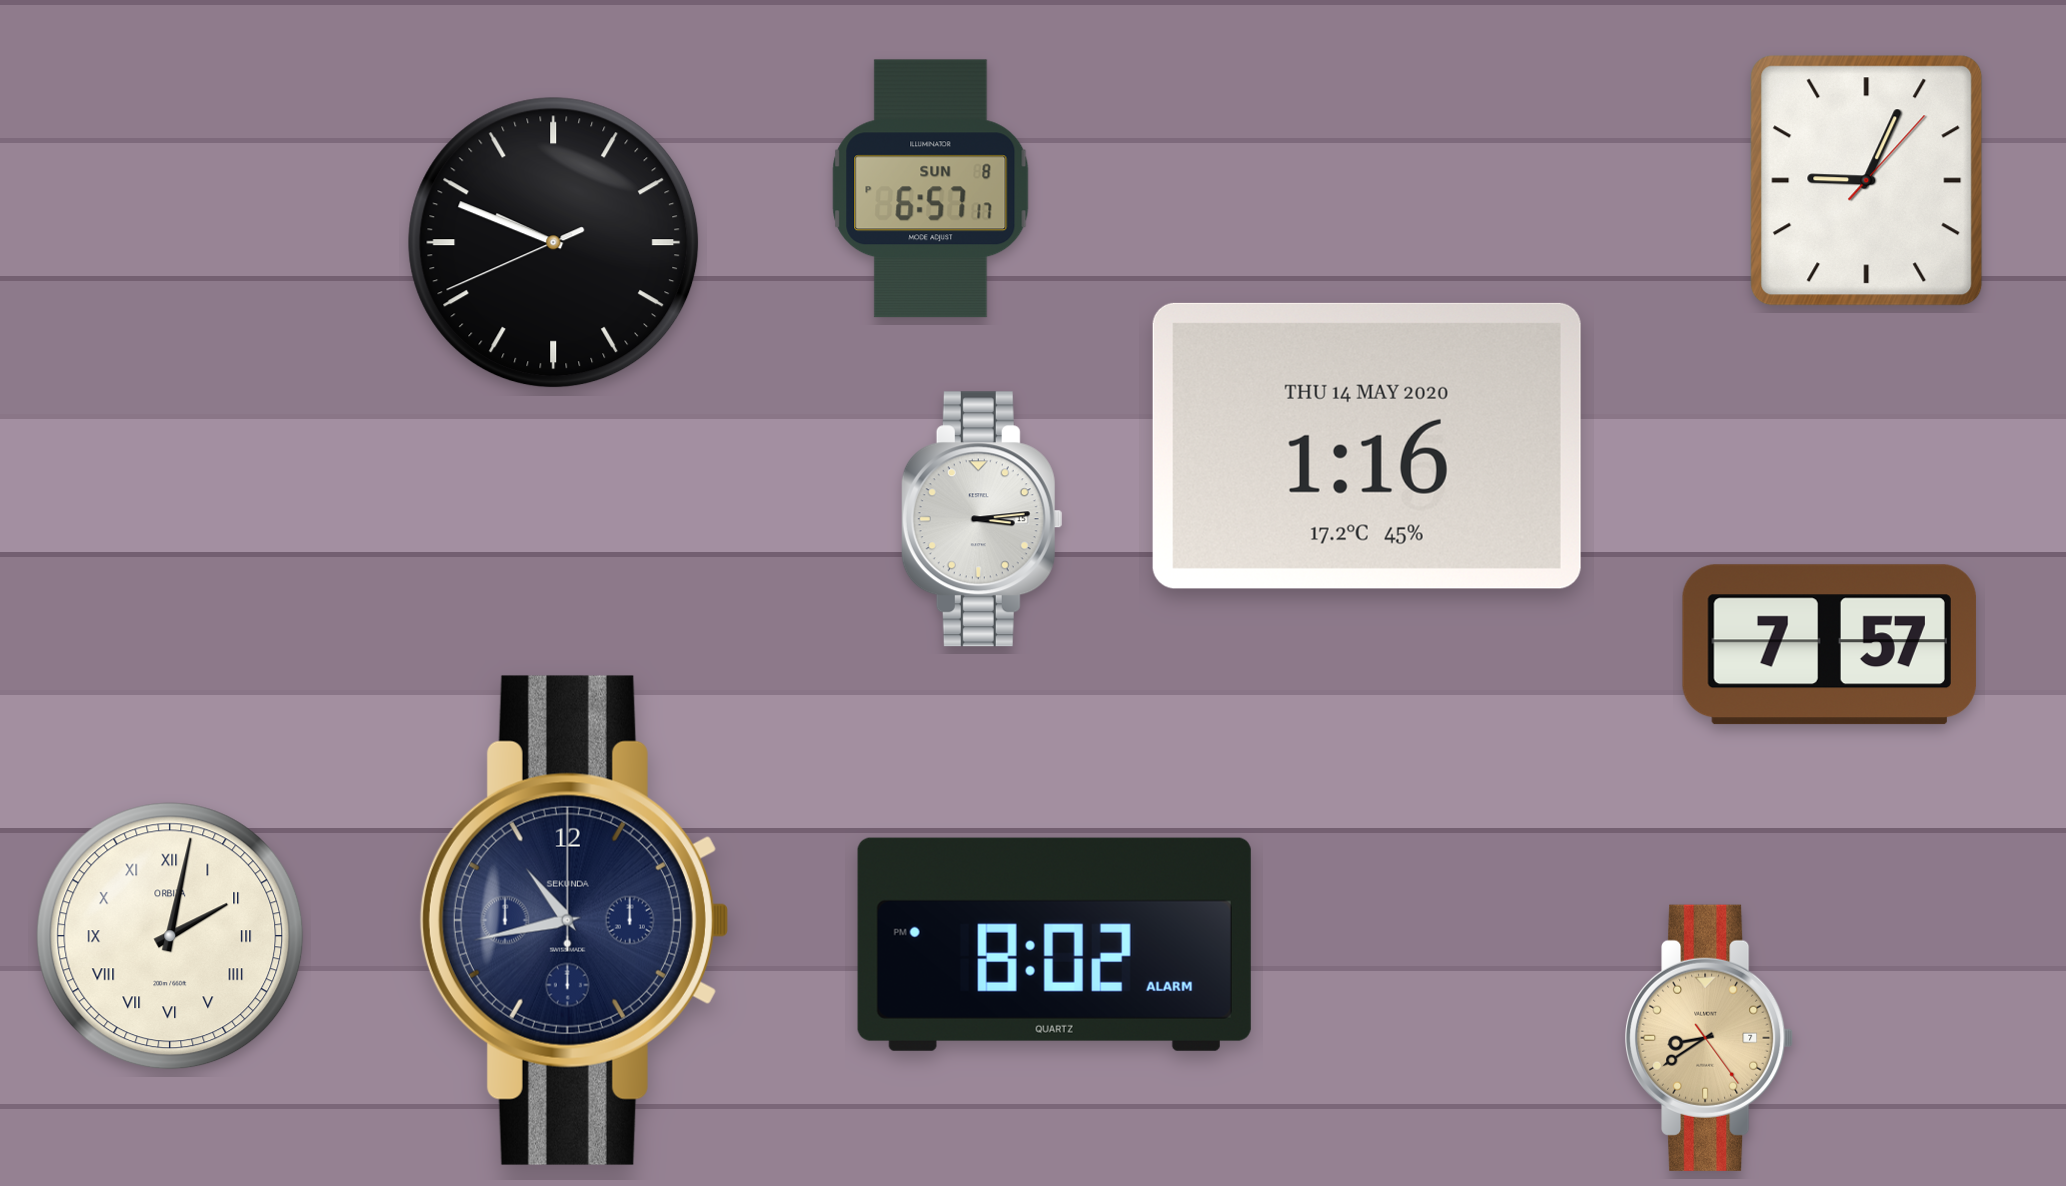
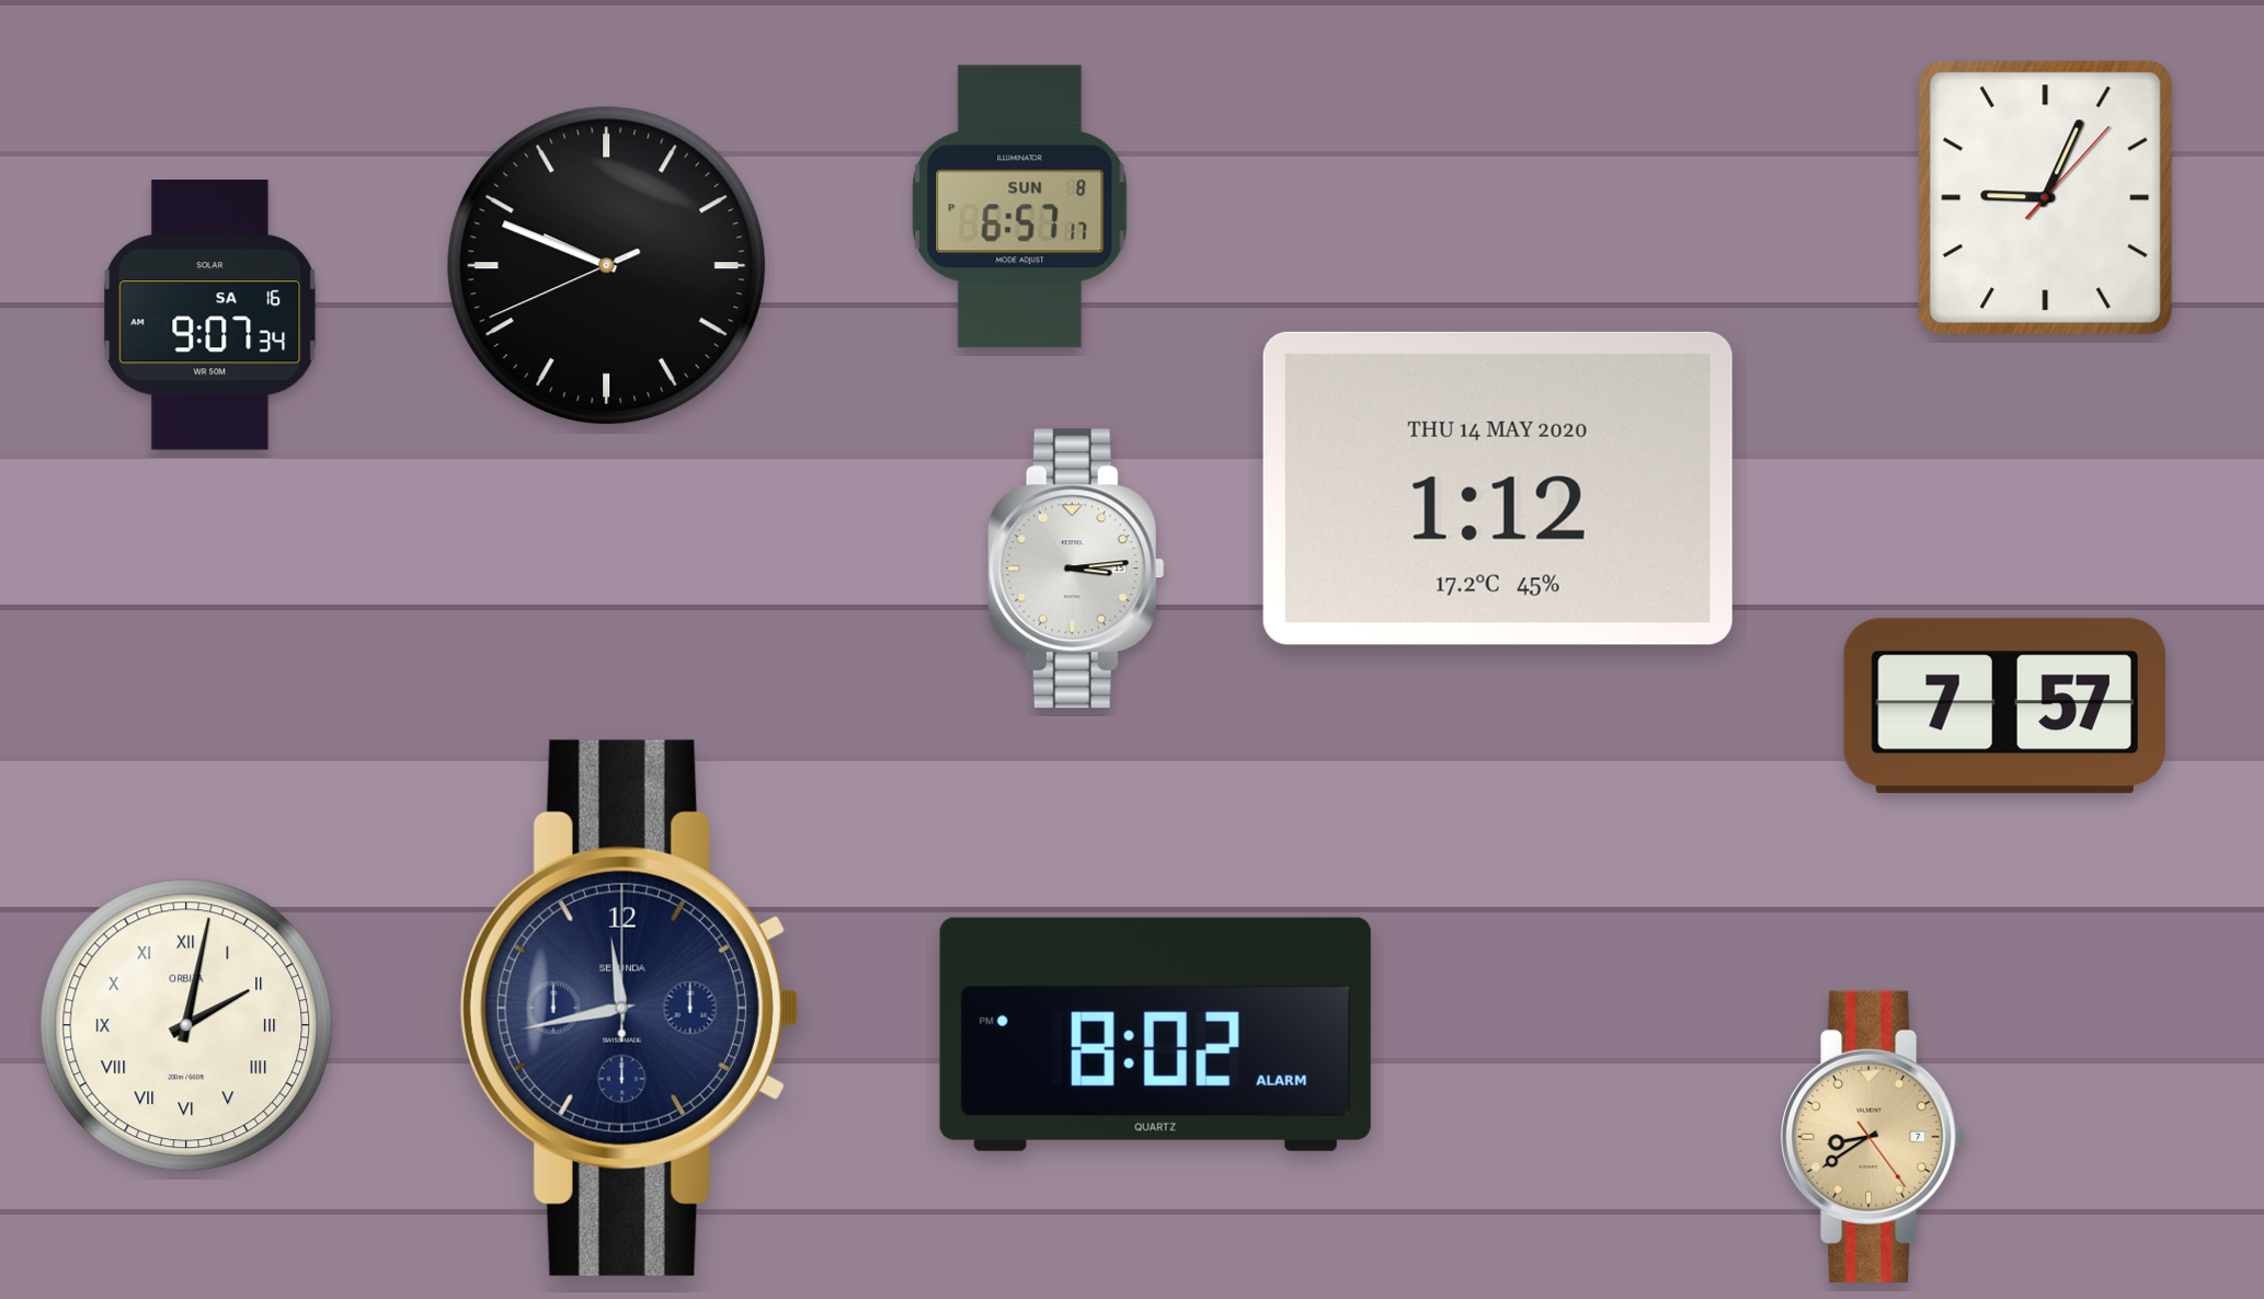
clock at (210, 315): none -> 9:07
clock at (1367, 446): 1:16 -> 1:12
clock at (574, 920): 10:43 -> 11:43
